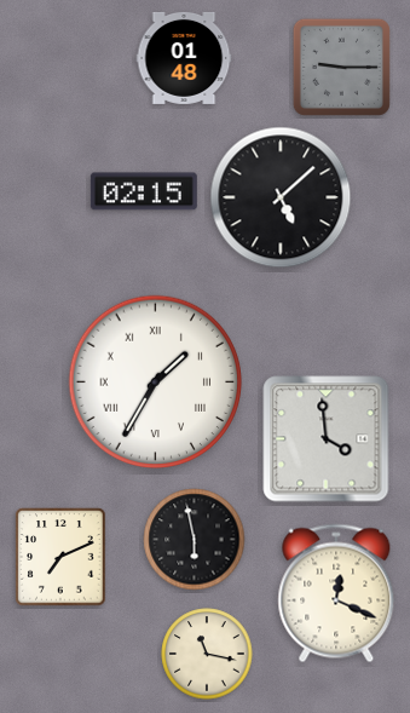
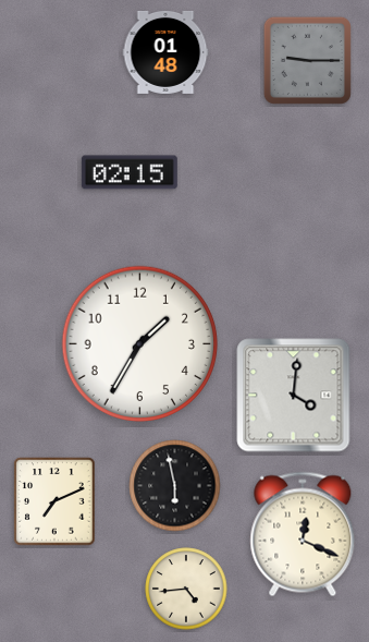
clock at (281, 197): 5:08 -> none
clock at (156, 383) numerals: Roman -> Arabic
clock at (327, 439): 3:59 -> 4:01
clock at (207, 654): 11:17 -> 4:44
